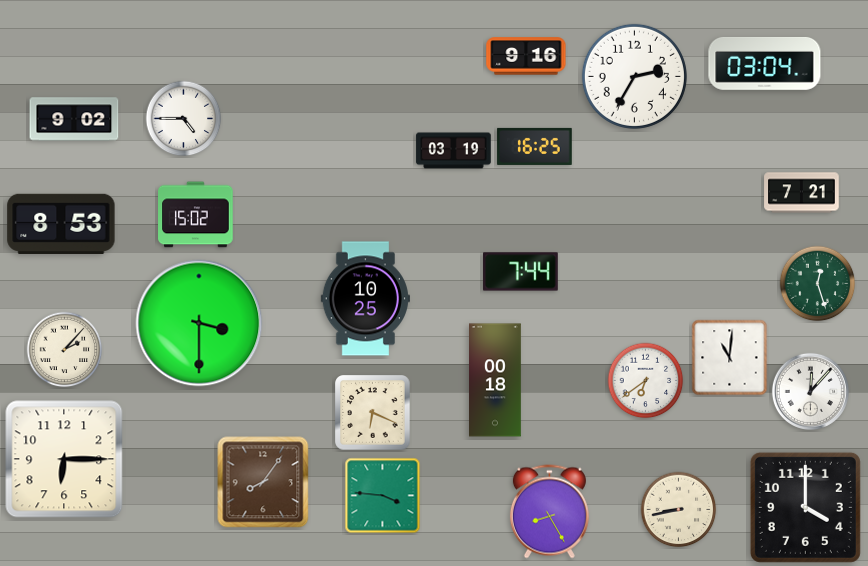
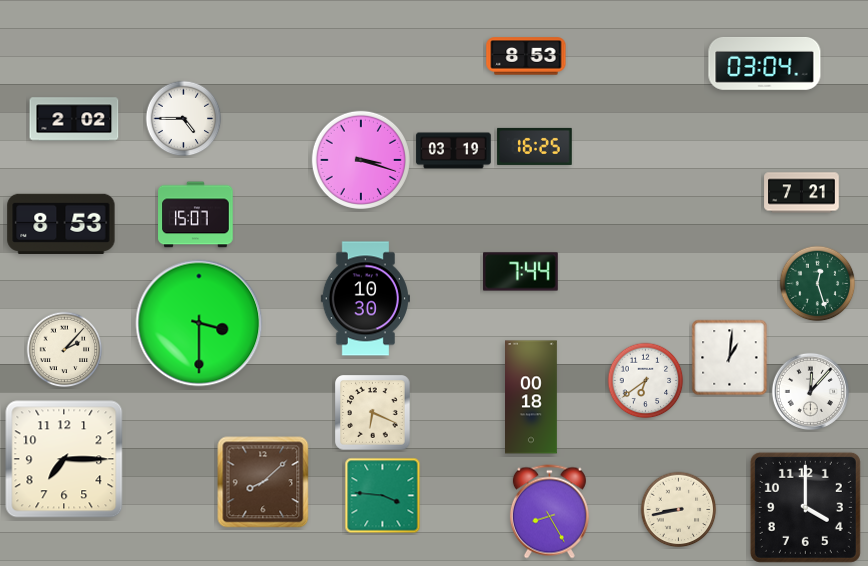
clock at (526, 56): 9:16 -> 8:53
clock at (634, 76): 2:35 -> none
clock at (74, 119): 9:02 -> 2:02
clock at (360, 159): none -> 3:18
clock at (196, 215): 15:02 -> 15:07
clock at (365, 299): 10:25 -> 10:30
clock at (730, 358): 11:01 -> 1:01
clock at (496, 380) position: (496, 380) -> (532, 397)
clock at (64, 459): 6:15 -> 7:15
clock at (263, 482): 8:06 -> 8:08
